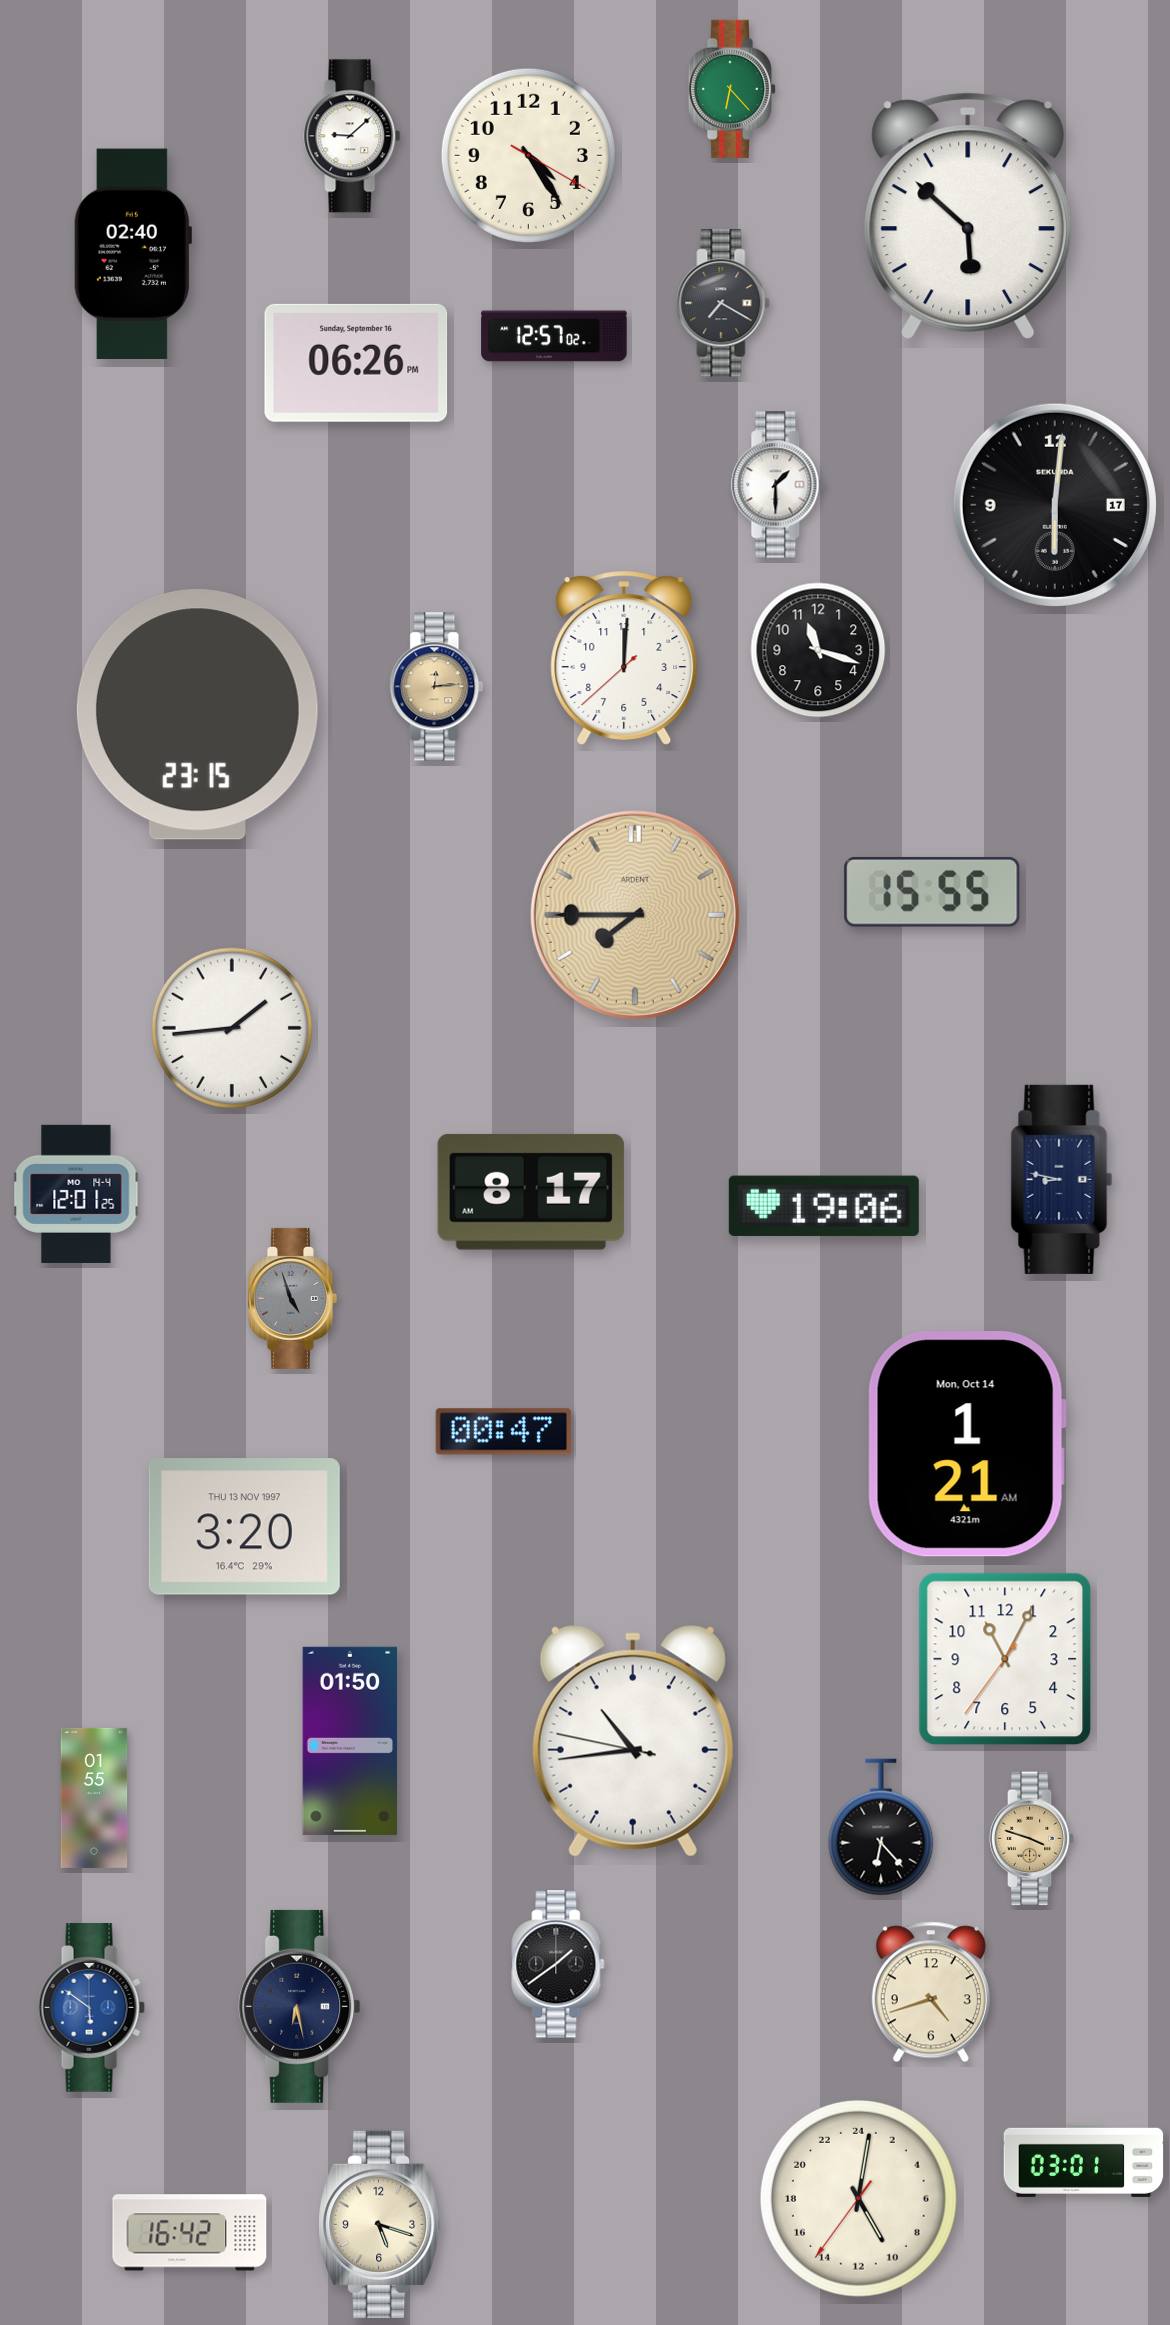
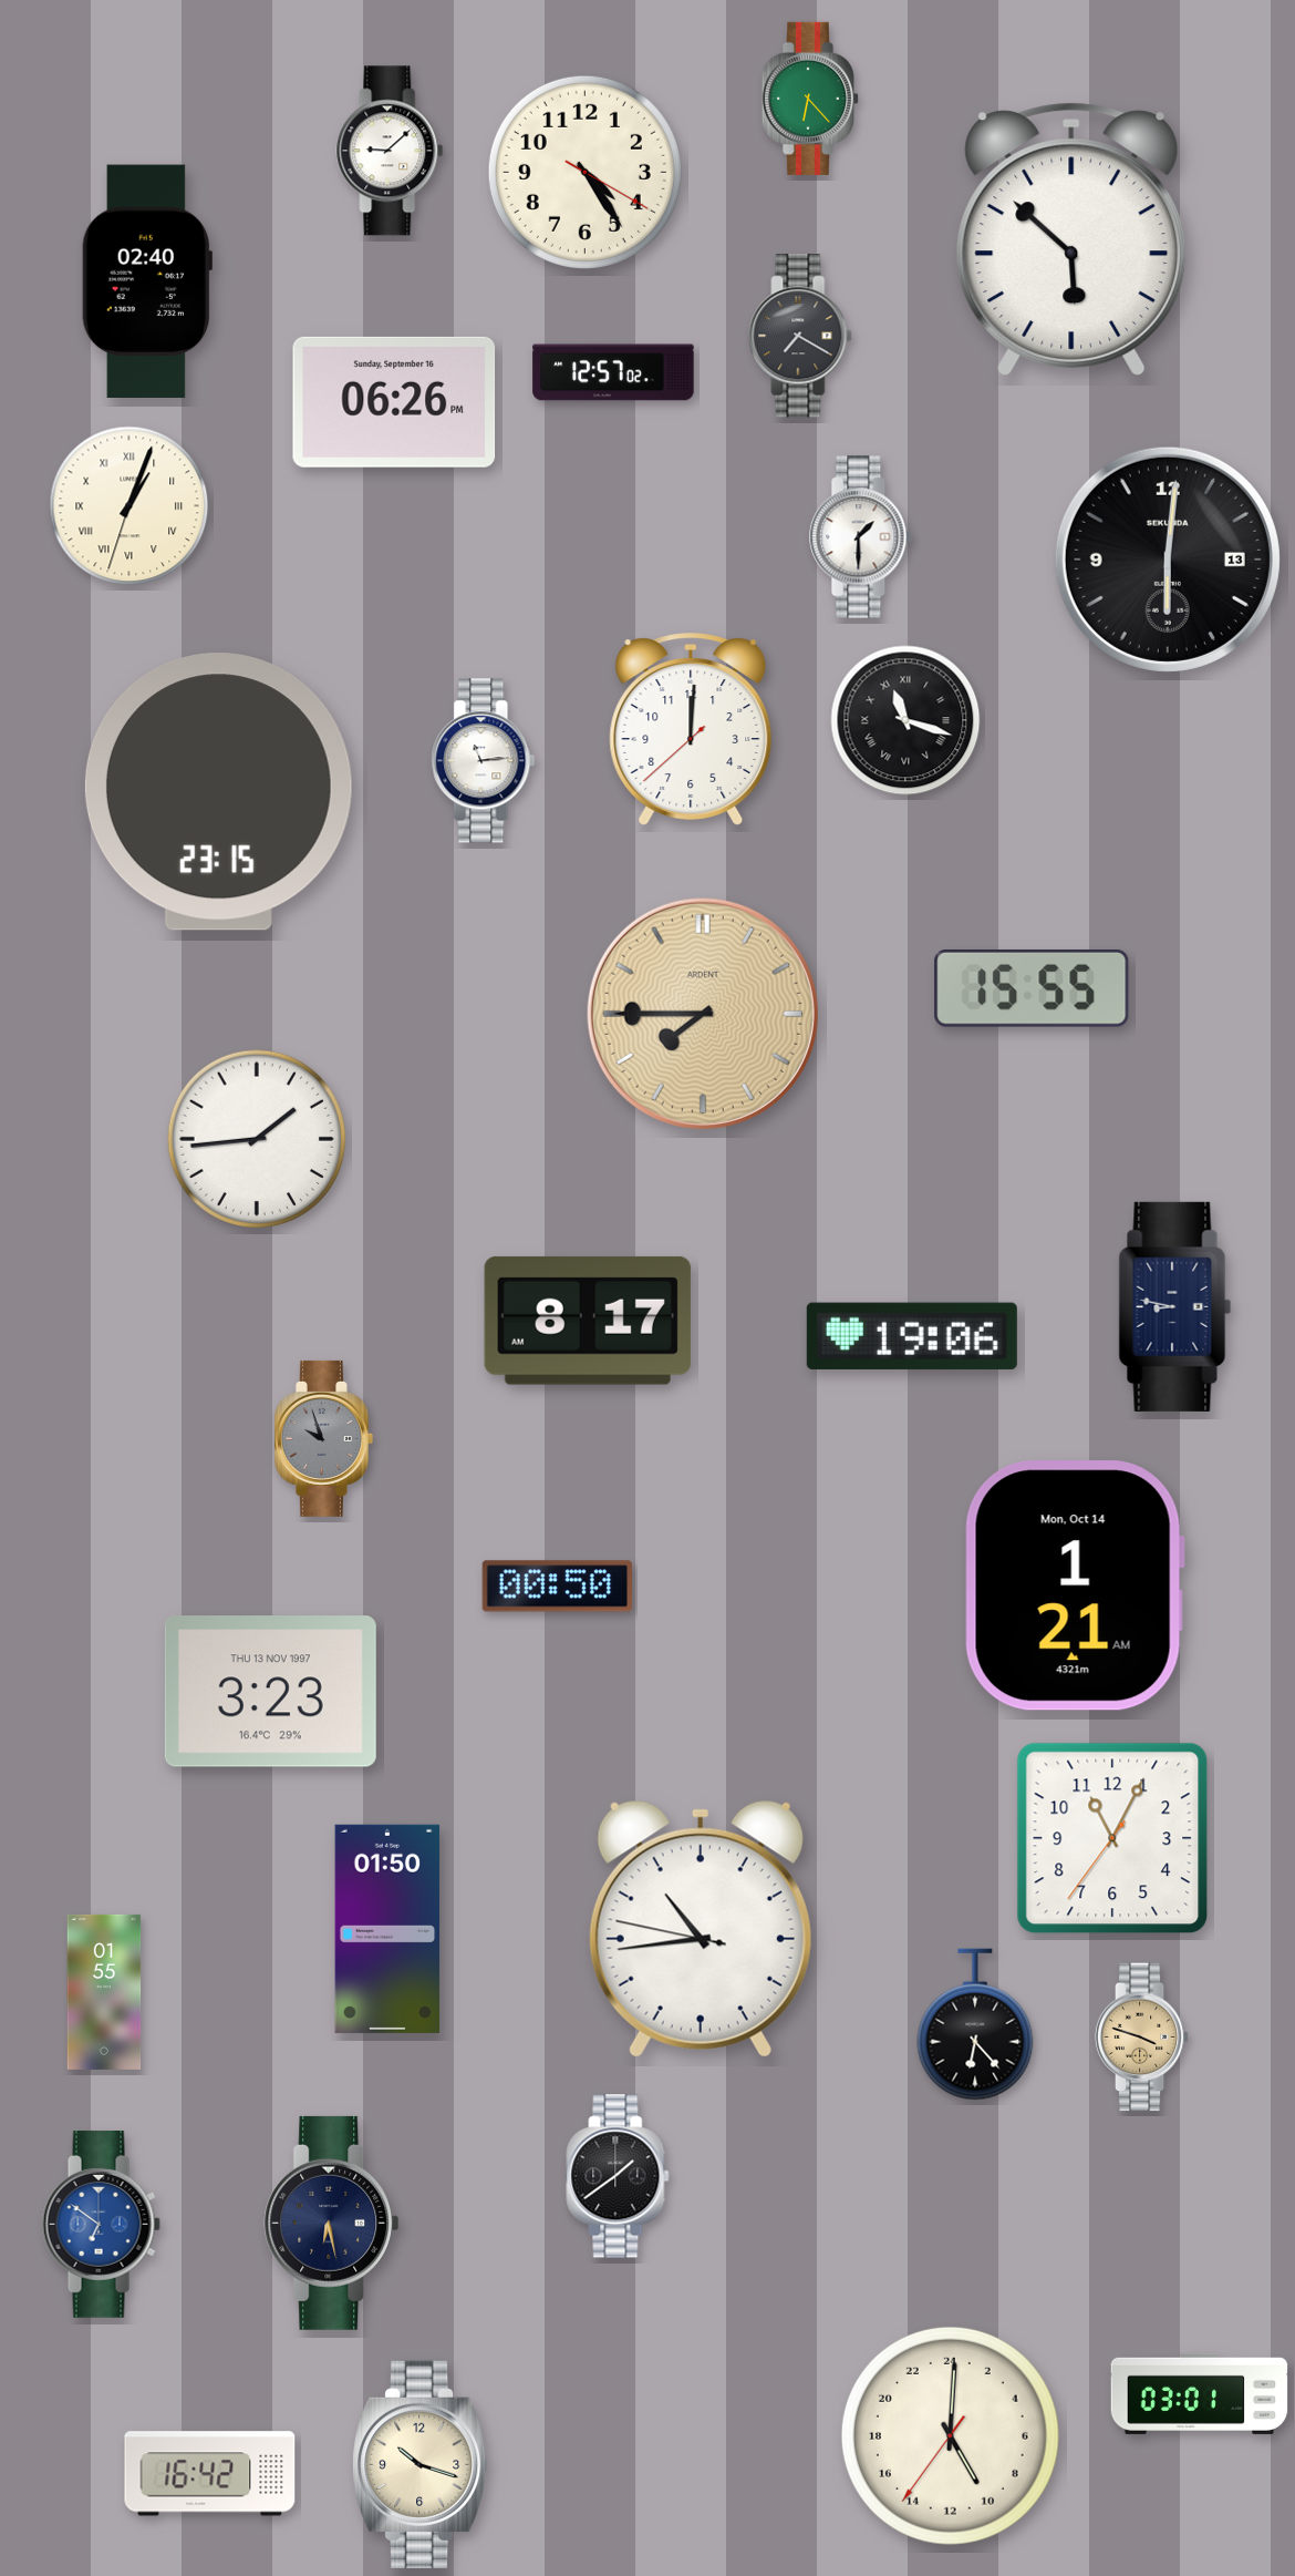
clock at (129, 506): none -> 1:03
clock at (1055, 505) date: 17 -> 13
clock at (818, 650) numerals: Arabic -> Roman
clock at (437, 687): 12:14 -> 11:14
clock at (437, 687) dial: champagne -> white
clock at (76, 1194): 12:01 -> none
clock at (292, 1298): 4:57 -> 9:57
clock at (503, 1432): 00:47 -> 00:50
clock at (967, 1444) position: (967, 1444) -> (1075, 1585)
clock at (244, 1527): 3:20 -> 3:23
clock at (931, 1992): 4:42 -> none
clock at (91, 2008): 5:51 -> 6:51
clock at (858, 2198): 10:01 -> 10:00
clock at (380, 2224): 5:18 -> 10:18
